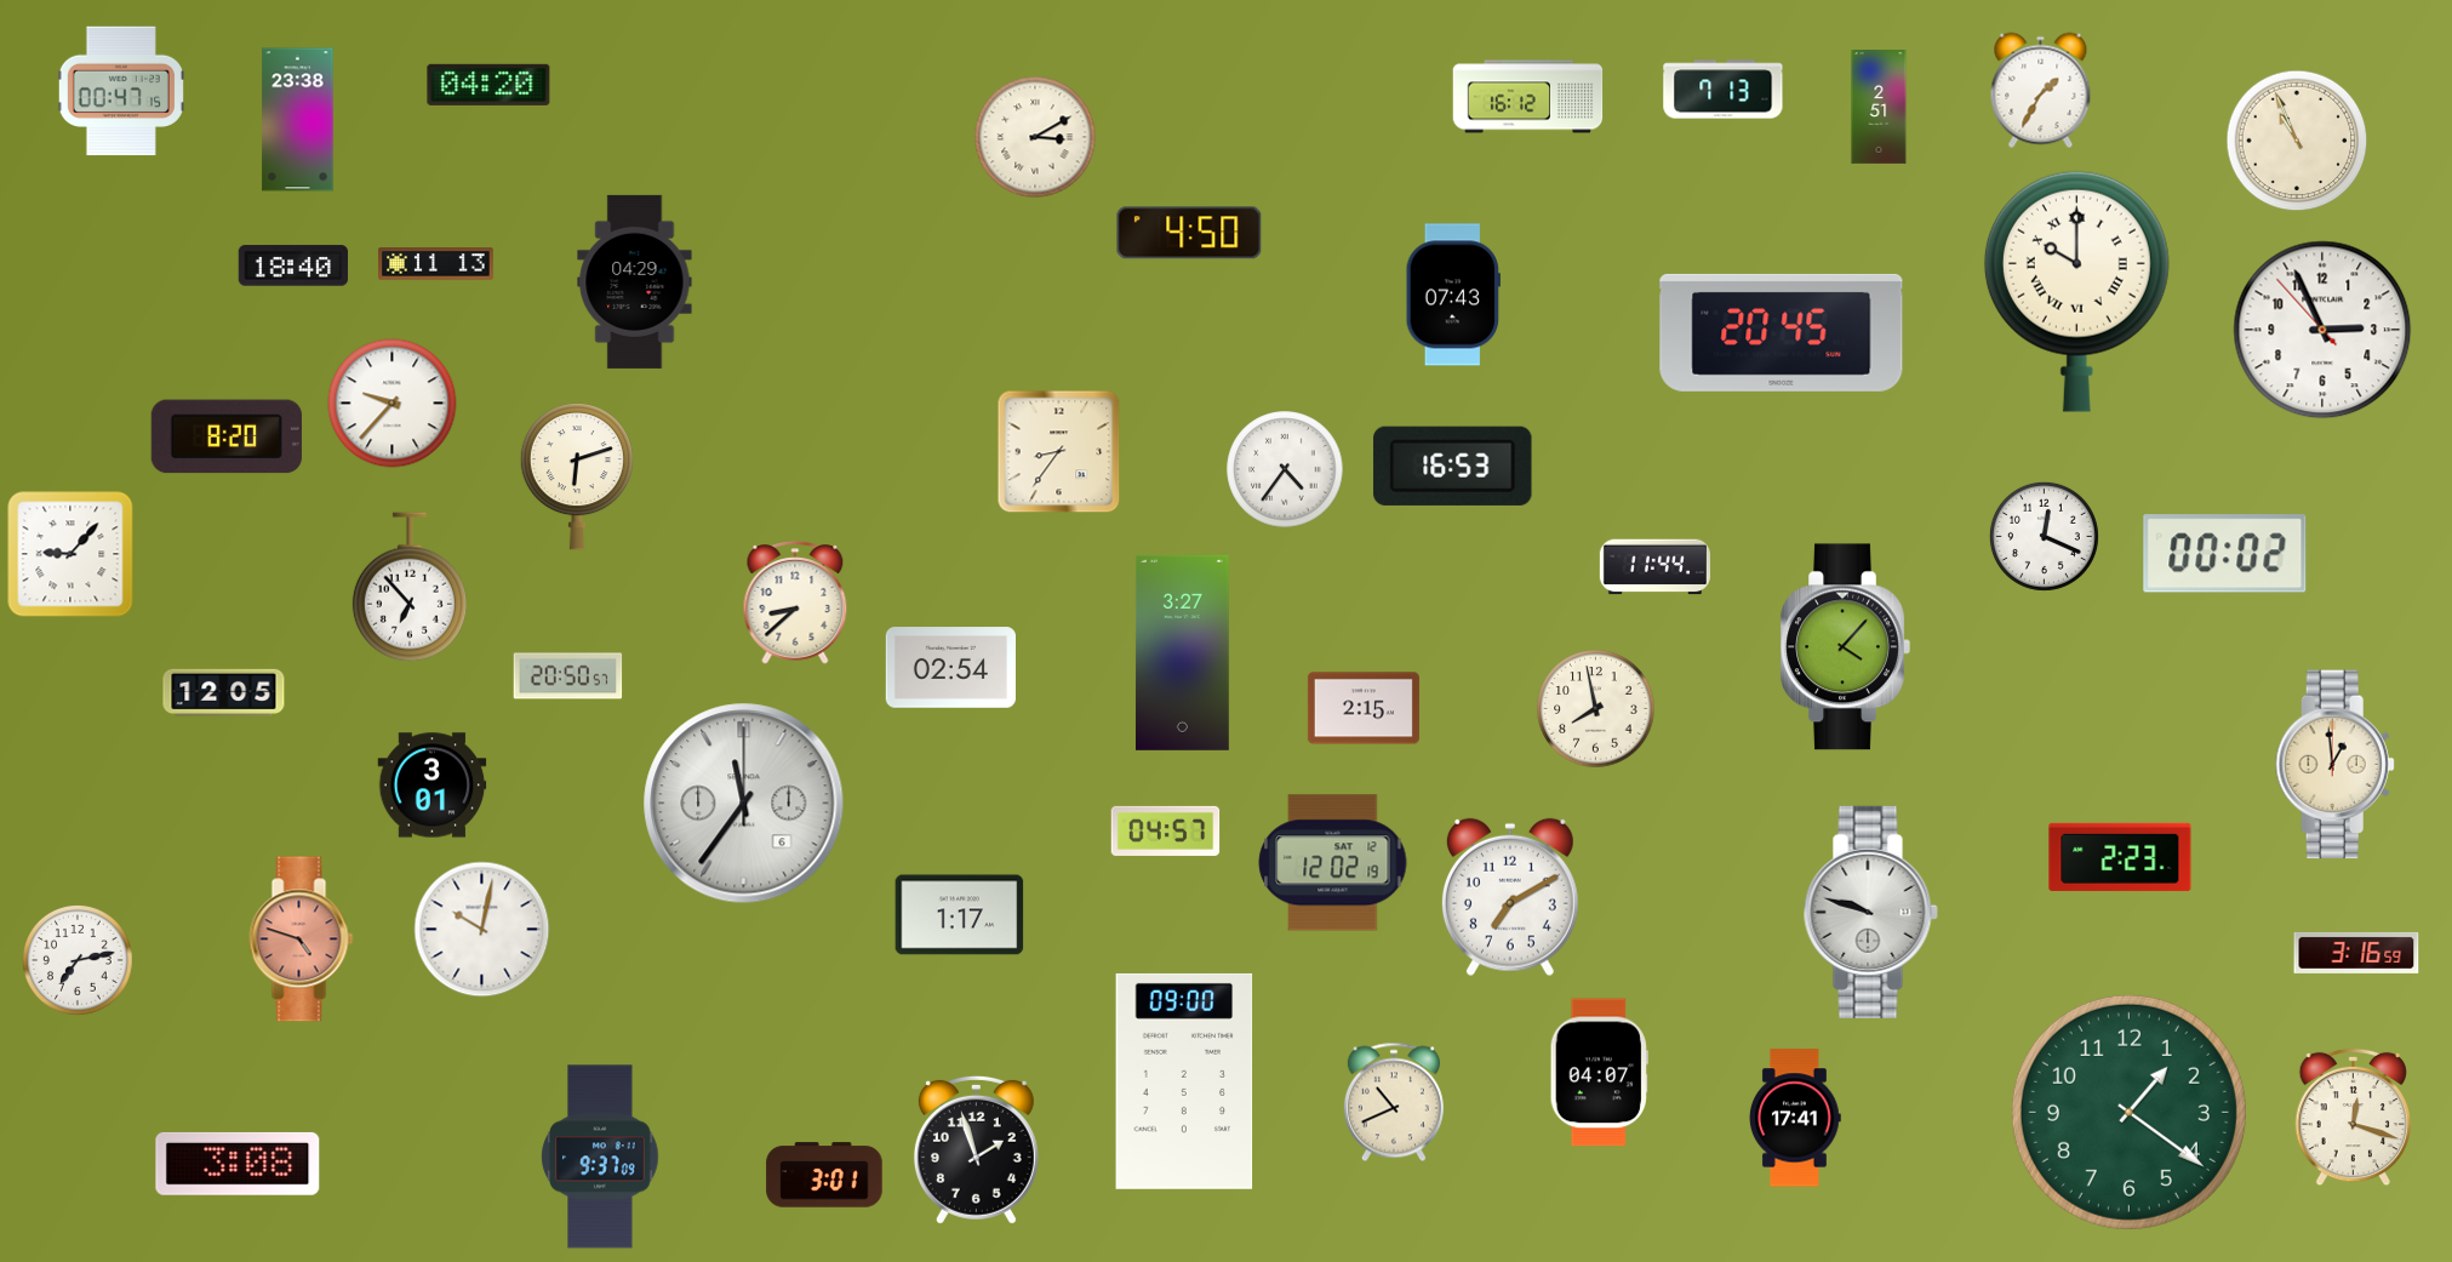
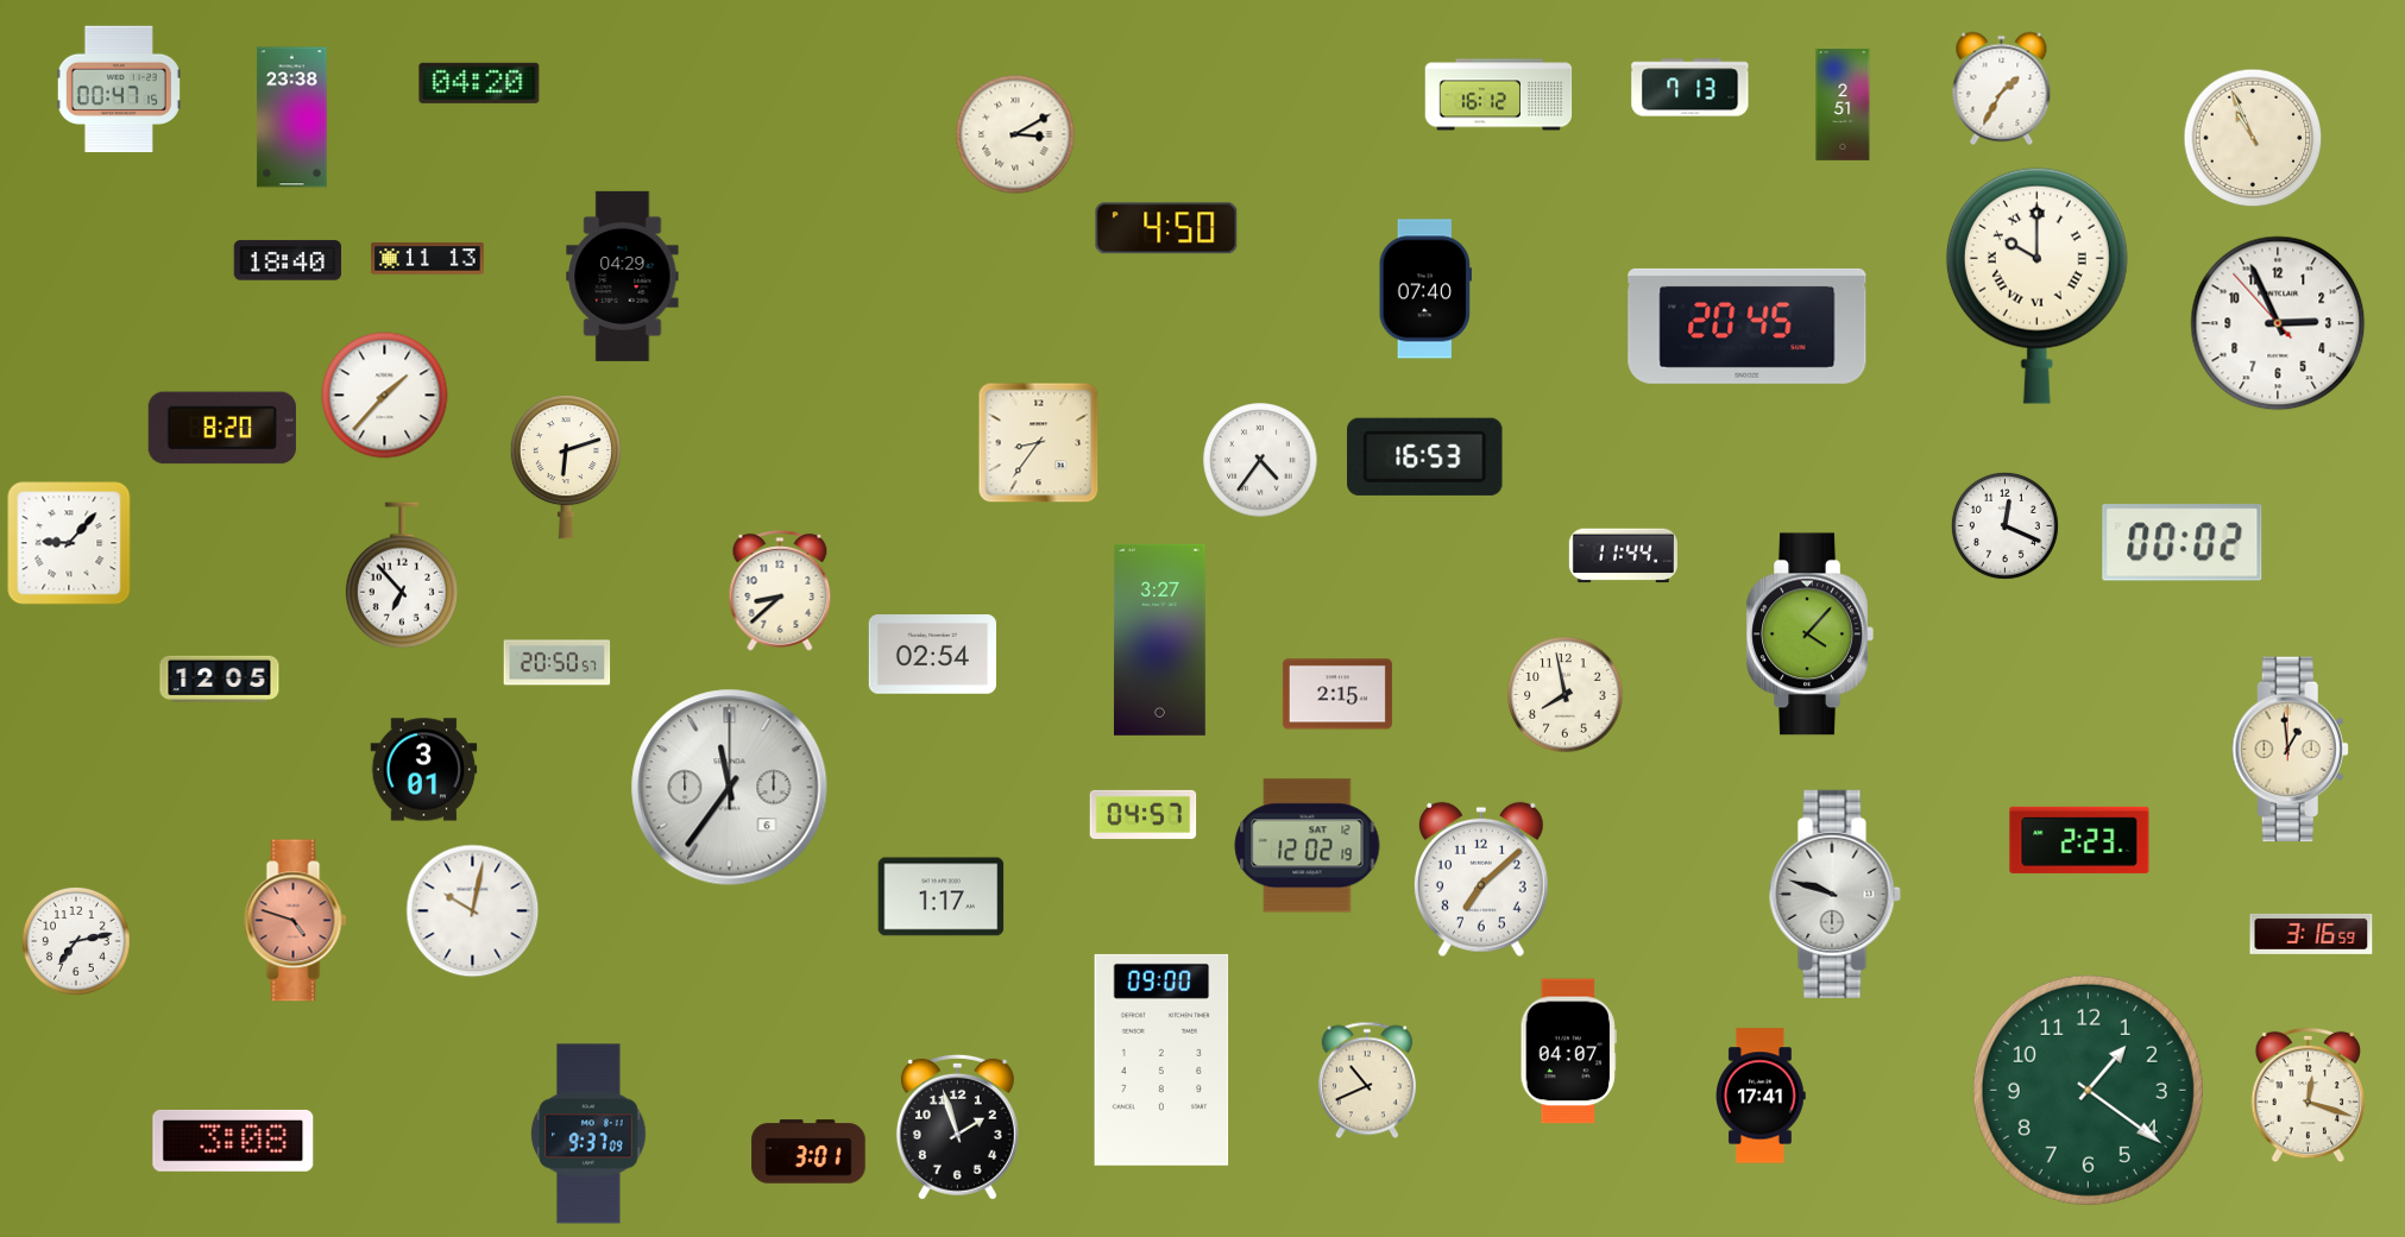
clock at (1453, 295): 07:43 -> 07:40
clock at (393, 404): 9:37 -> 1:37
clock at (1510, 897): 7:10 -> 7:08
